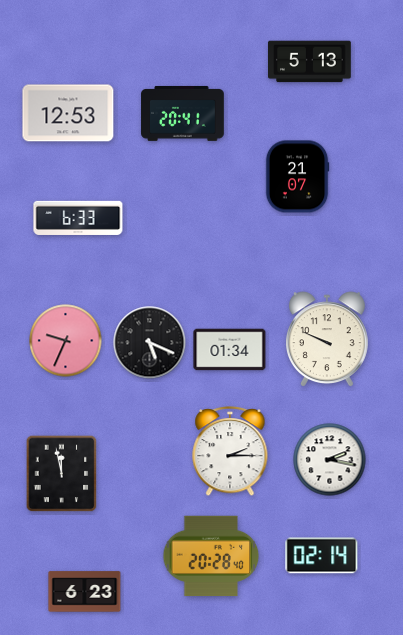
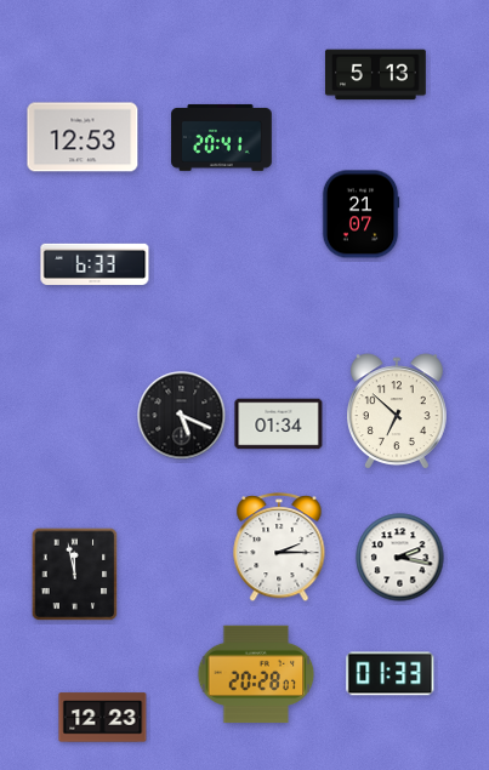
clock at (327, 339): 9:49 -> 6:52
clock at (66, 341): 9:34 -> none
clock at (211, 556): 20:28:40 -> 20:28:07
clock at (322, 556): 02:14 -> 01:33
clock at (85, 592): 6:23 -> 12:23
